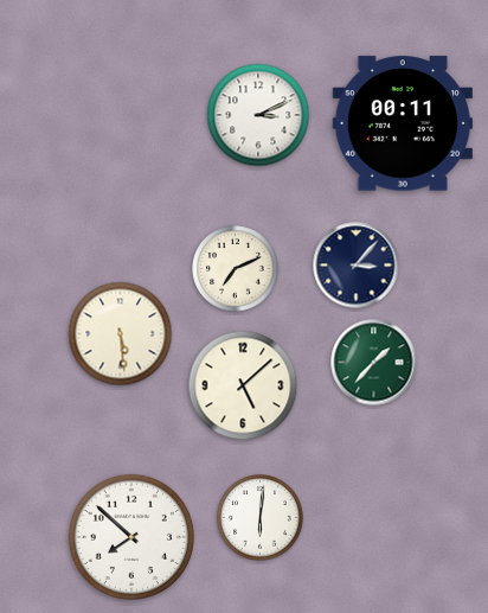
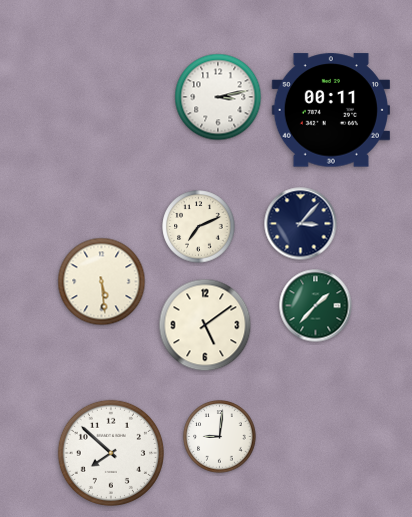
clock at (258, 115): 3:11 -> 3:13
clock at (403, 123) position: (403, 123) -> (331, 110)
clock at (243, 385): 5:08 -> 5:09
clock at (261, 518): 6:01 -> 9:01
